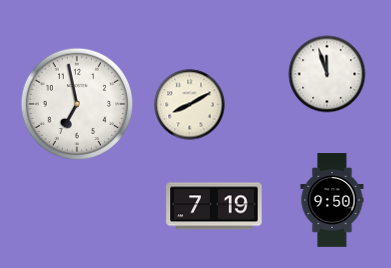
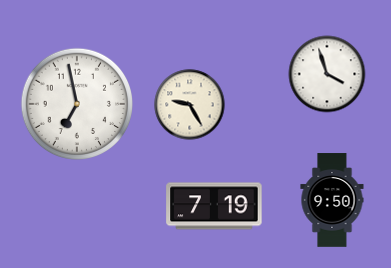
clock at (327, 74): 11:57 -> 3:57
clock at (190, 105): 8:10 -> 9:25
